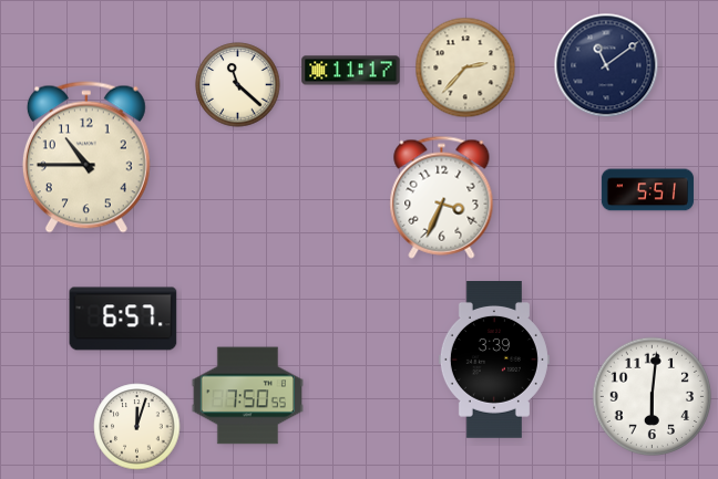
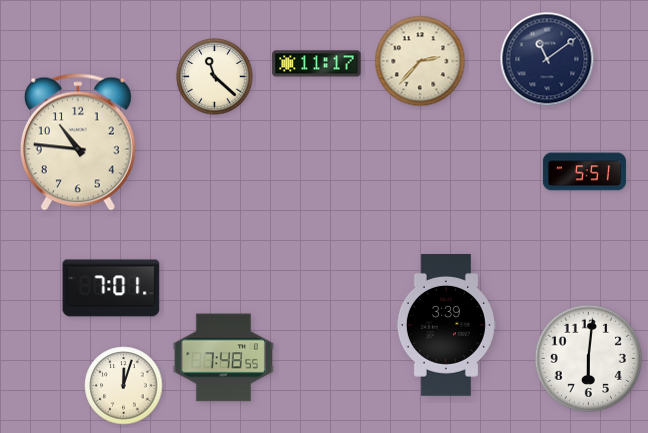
clock at (86, 157): 10:45 -> 10:46
clock at (442, 197): 3:34 -> none
clock at (123, 319): 6:57 -> 7:01
clock at (247, 396): 7:50 -> 7:48
